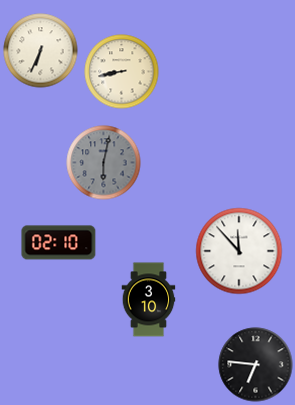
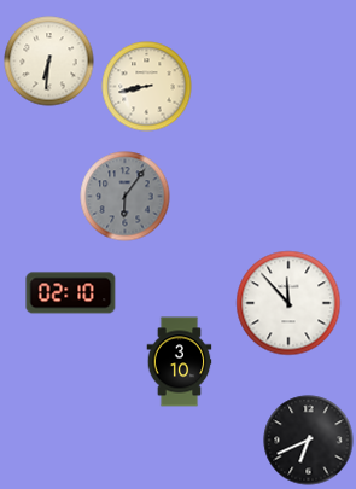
clock at (41, 51): 6:34 -> 6:31
clock at (104, 163): 6:02 -> 6:06
clock at (256, 365): 6:46 -> 6:41
